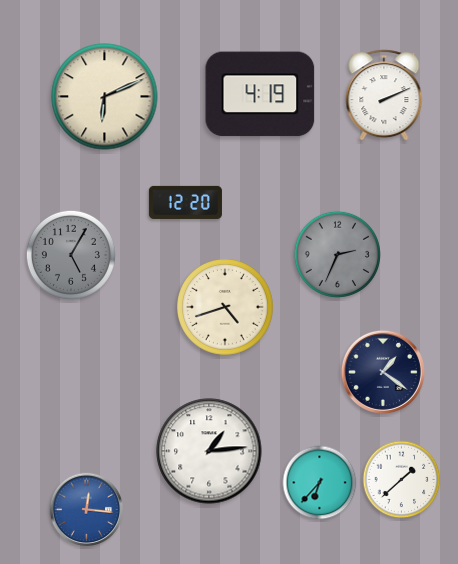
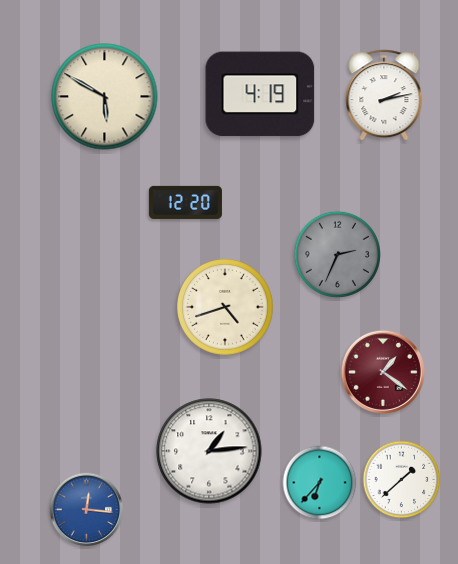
clock at (384, 95): 2:11 -> 2:13
clock at (105, 97): 6:11 -> 5:50
clock at (71, 255): 5:05 -> none
clock at (383, 372) dial: navy -> burgundy
